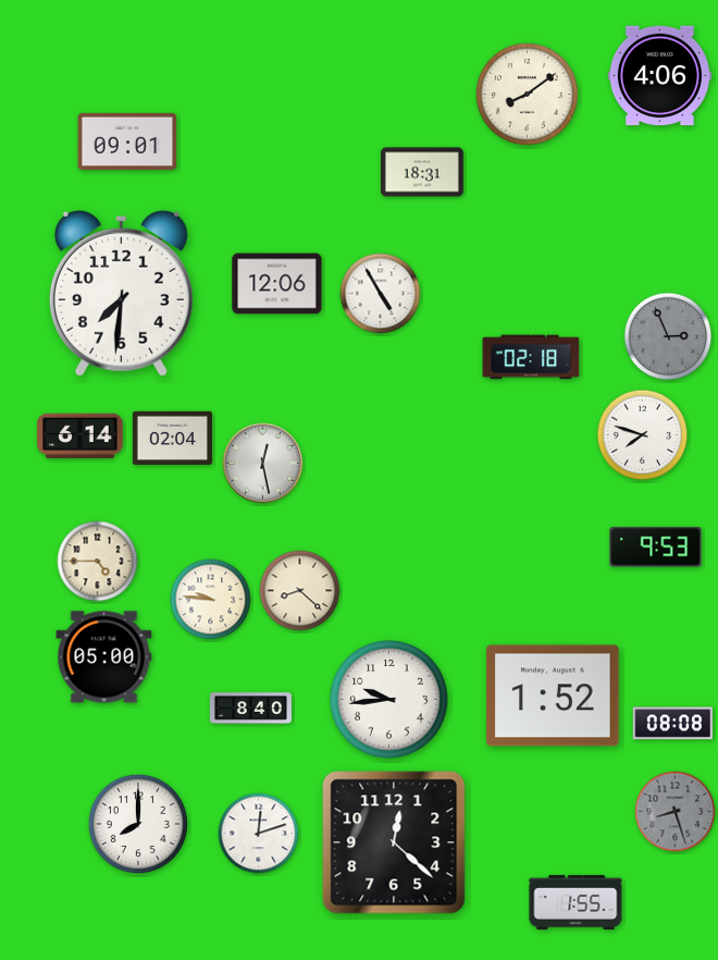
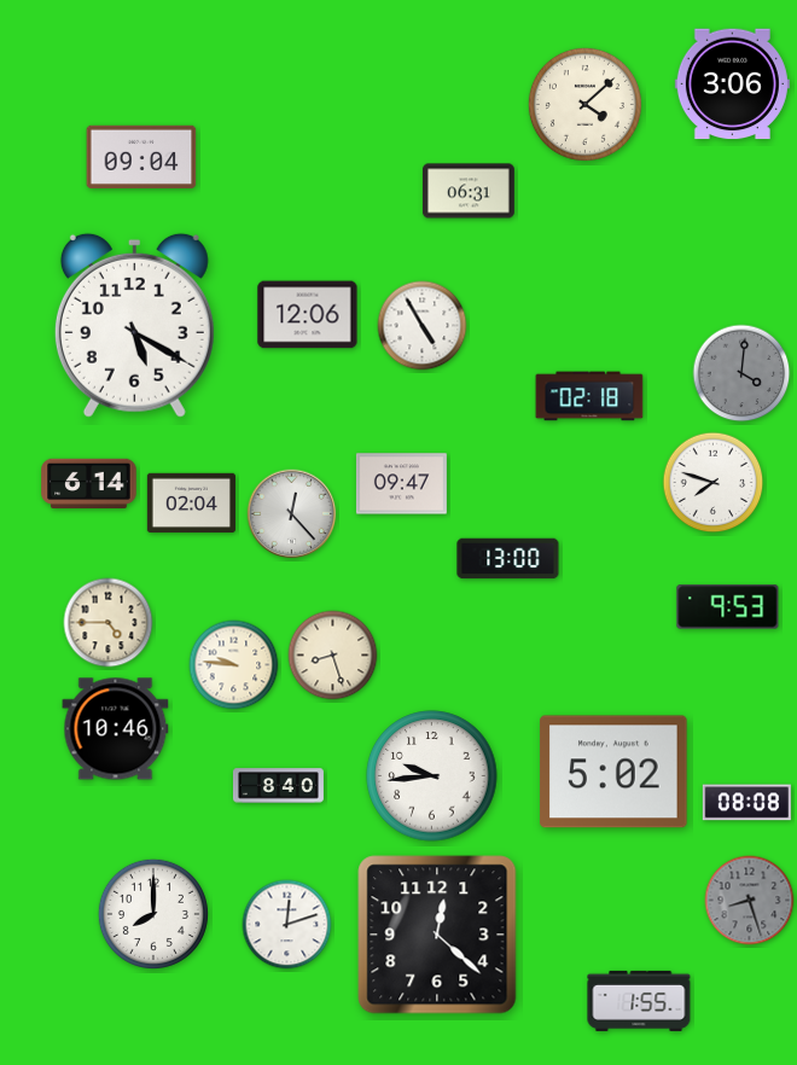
clock at (659, 76): 4:06 -> 3:06
clock at (527, 94): 8:09 -> 4:08
clock at (127, 141): 09:01 -> 09:04
clock at (422, 172): 18:31 -> 06:31
clock at (121, 293): 7:31 -> 5:20
clock at (668, 336): 2:56 -> 4:01
clock at (401, 484): none -> 09:47
clock at (172, 439) position: (172, 439) -> (191, 504)
clock at (263, 464): 12:28 -> 12:23
clock at (508, 559): none -> 13:00
clock at (300, 591): 8:22 -> 8:27
clock at (104, 657): 05:00 -> 10:46
clock at (553, 696): 1:52 -> 5:02
